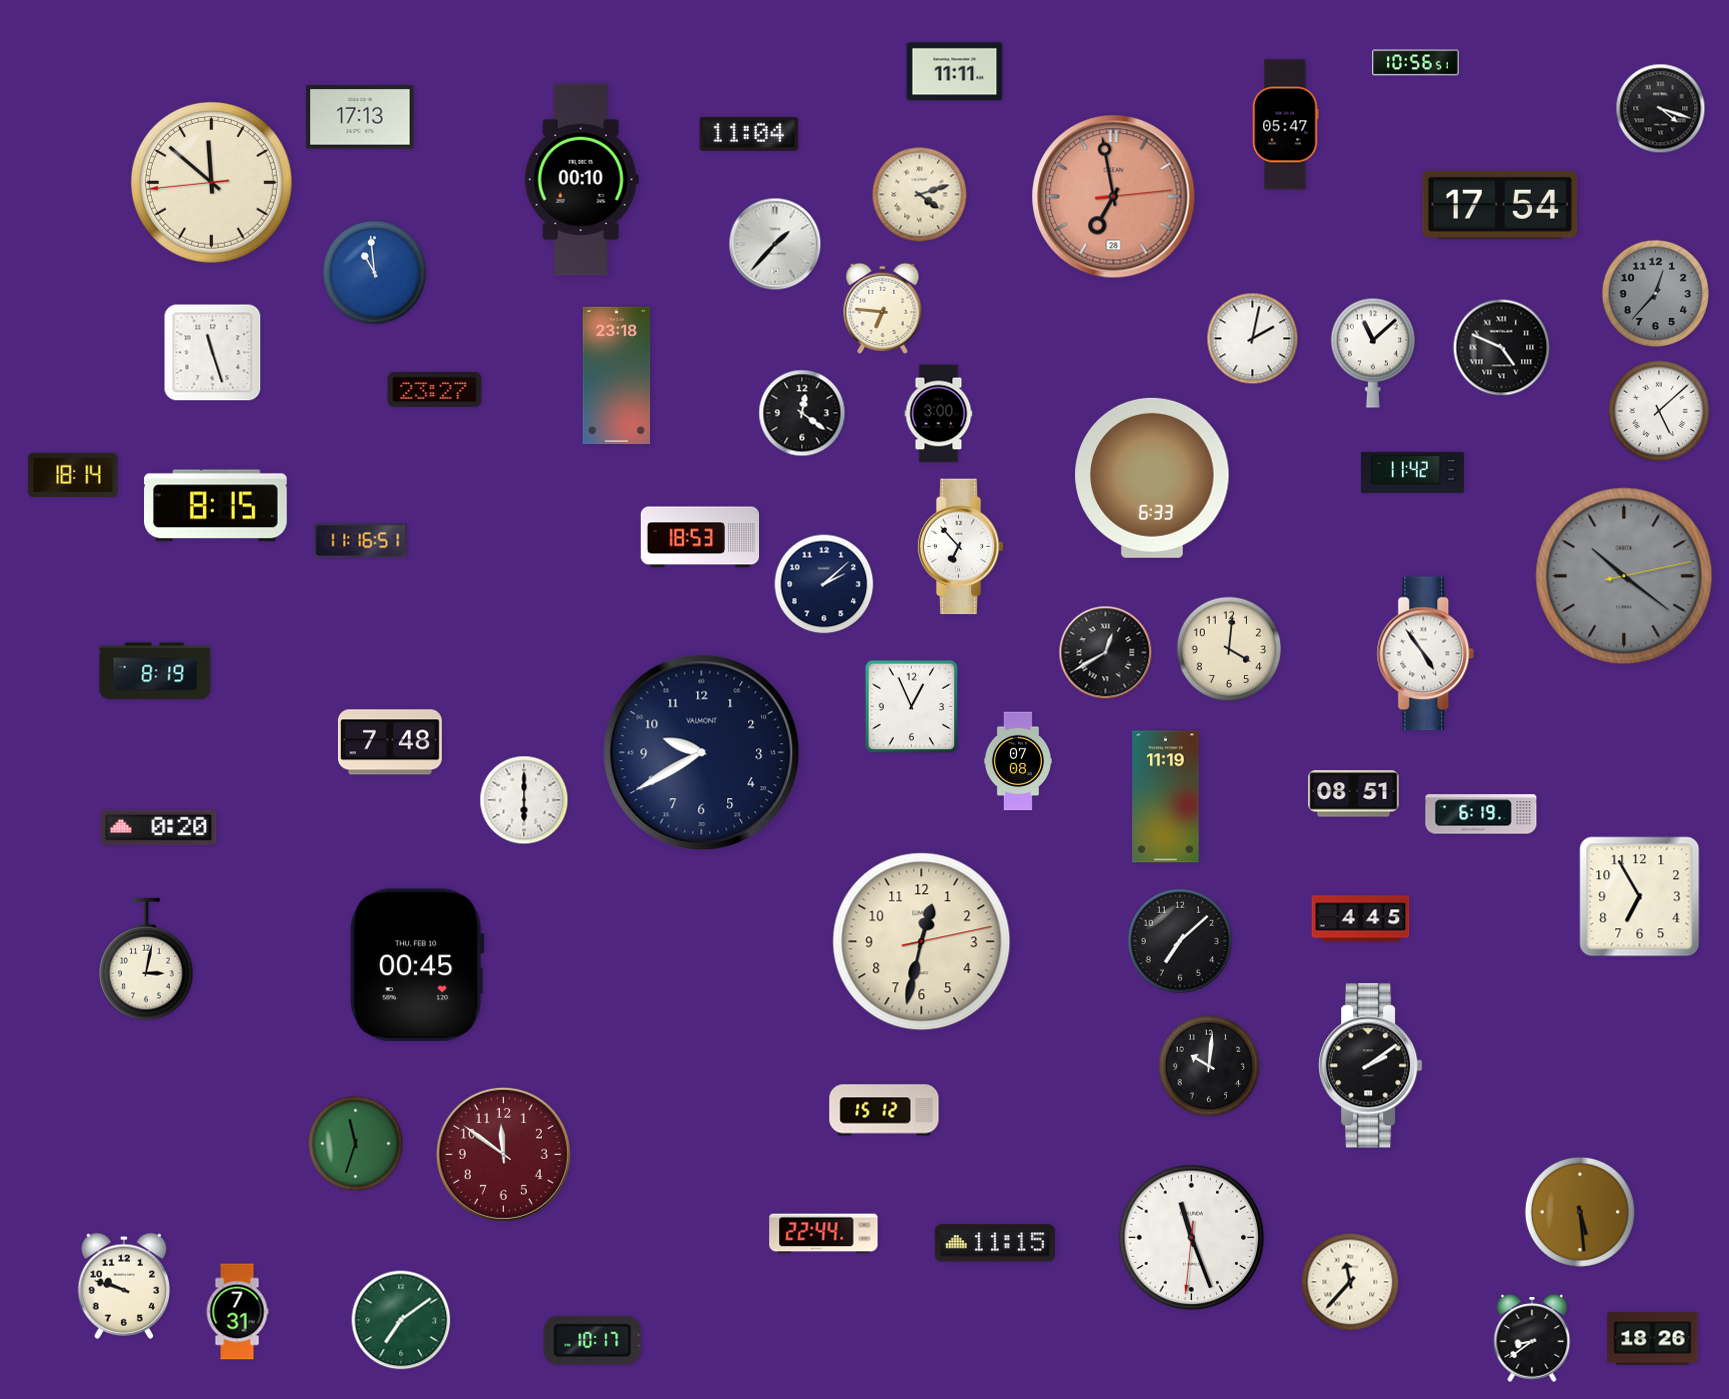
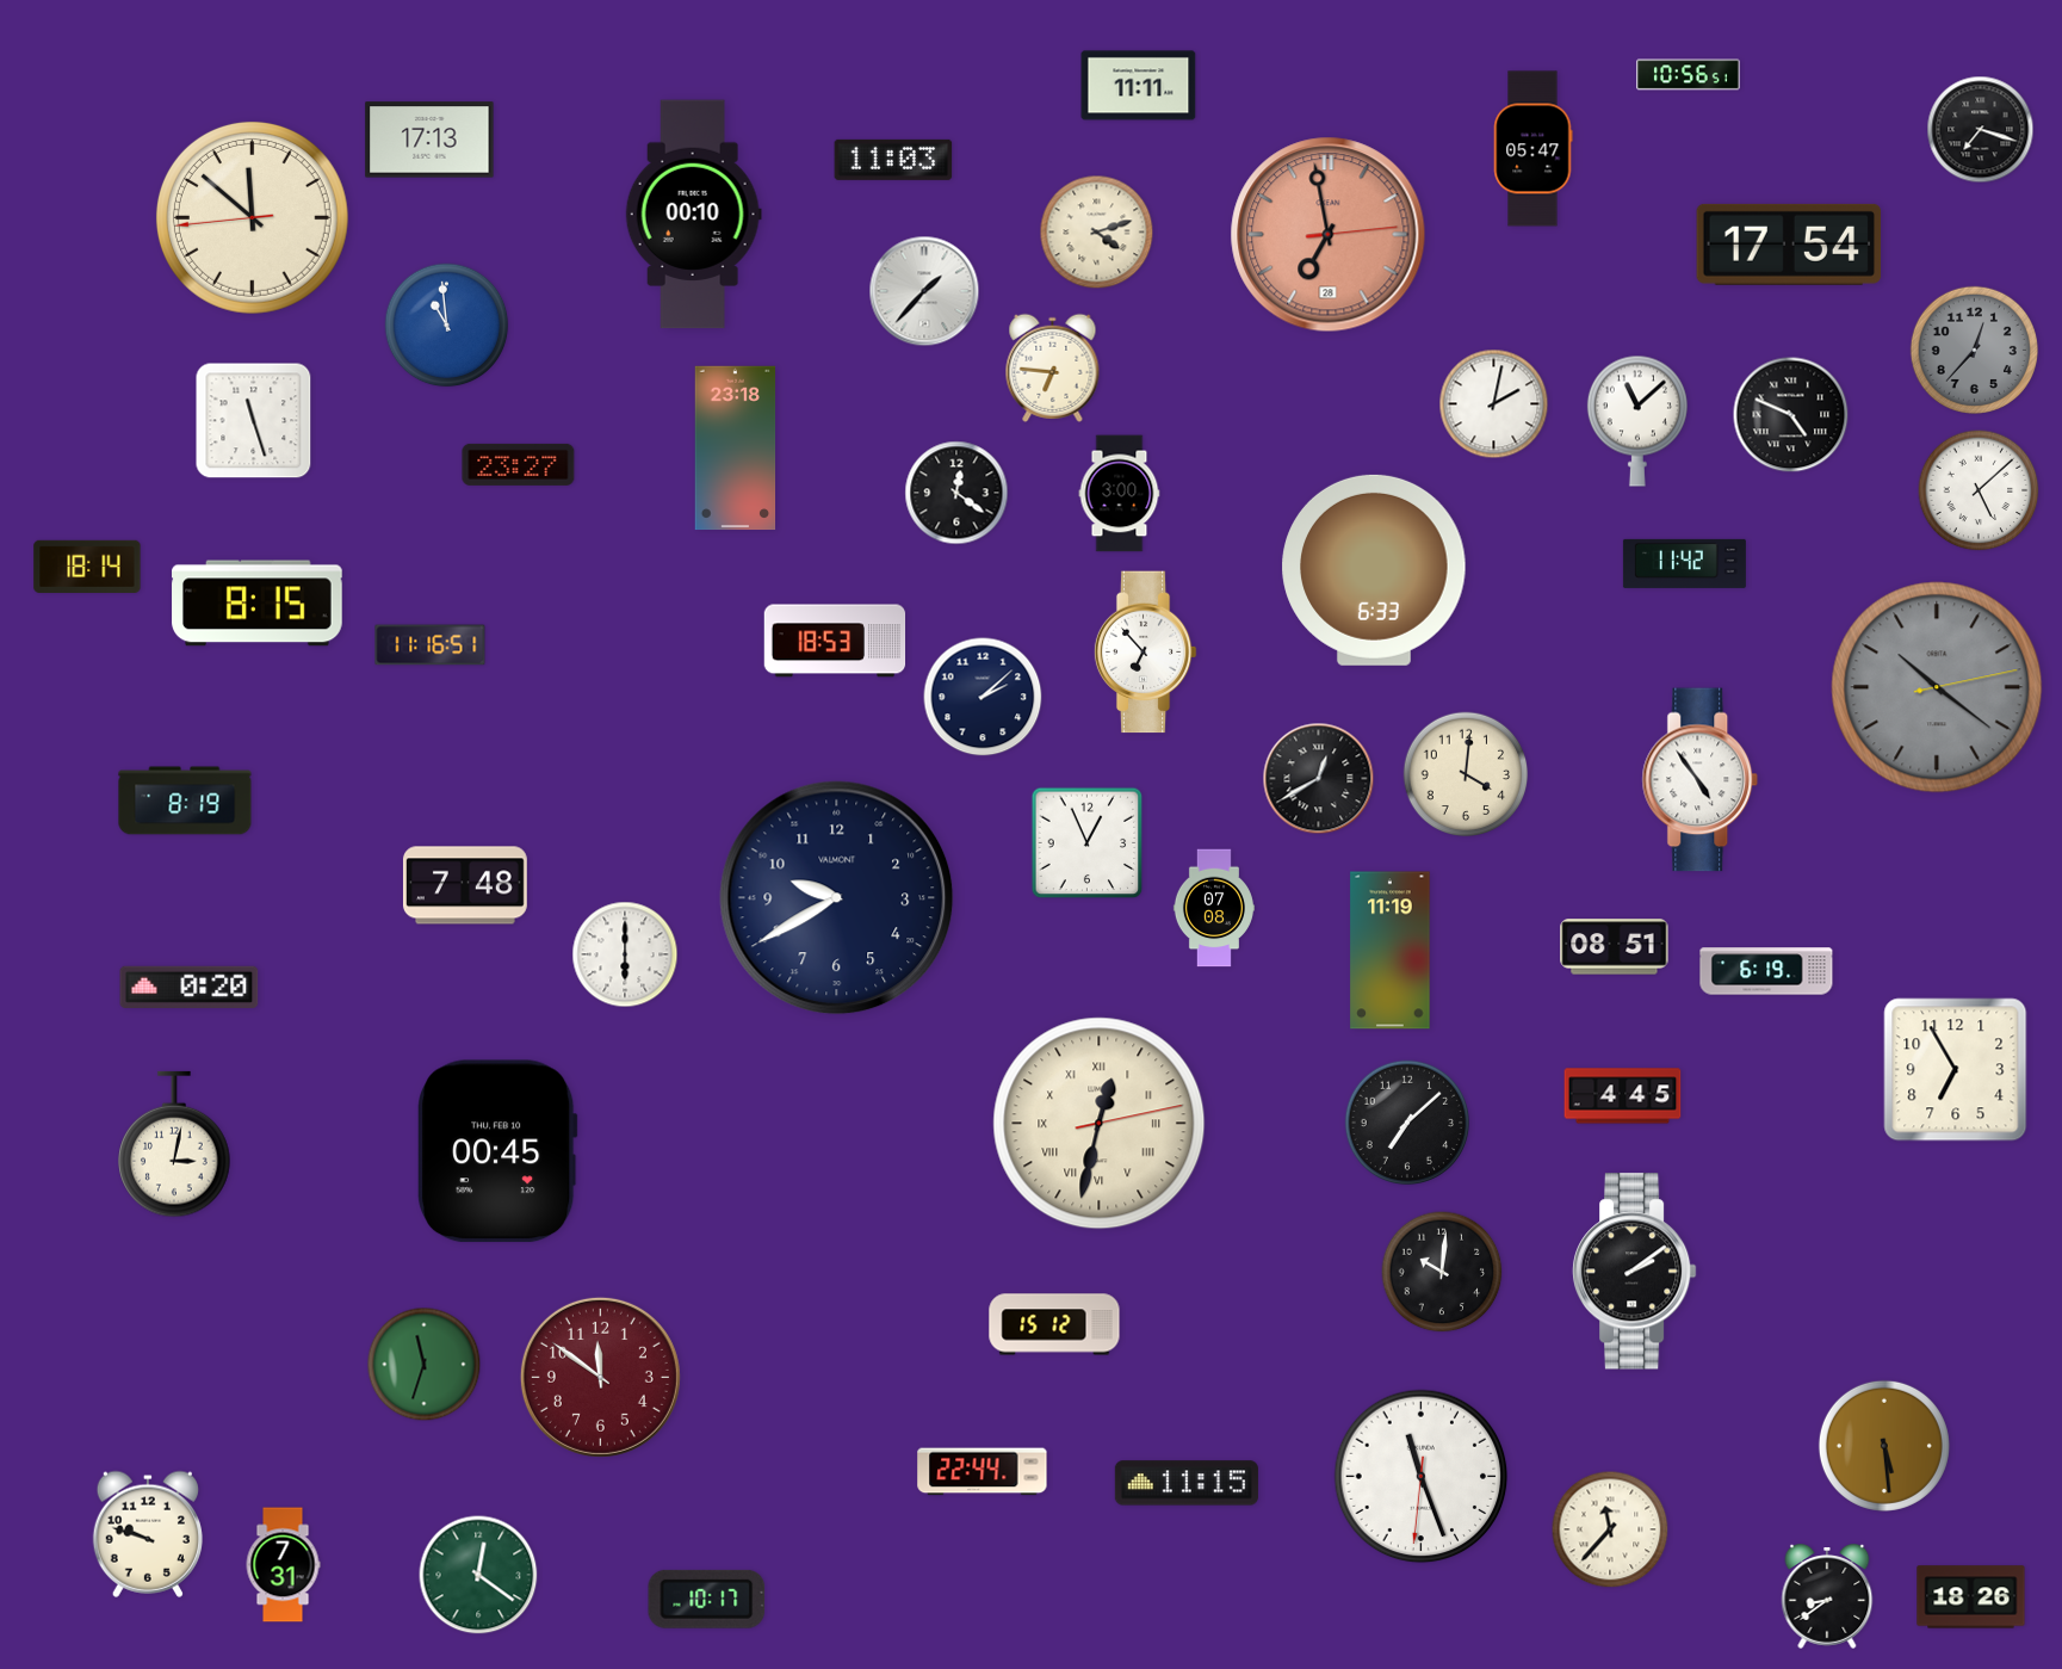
clock at (1661, 109): 4:18 -> 7:18
clock at (749, 134): 11:04 -> 11:03
clock at (922, 942) numerals: Arabic -> Roman
clock at (401, 1320): 7:09 -> 12:21
